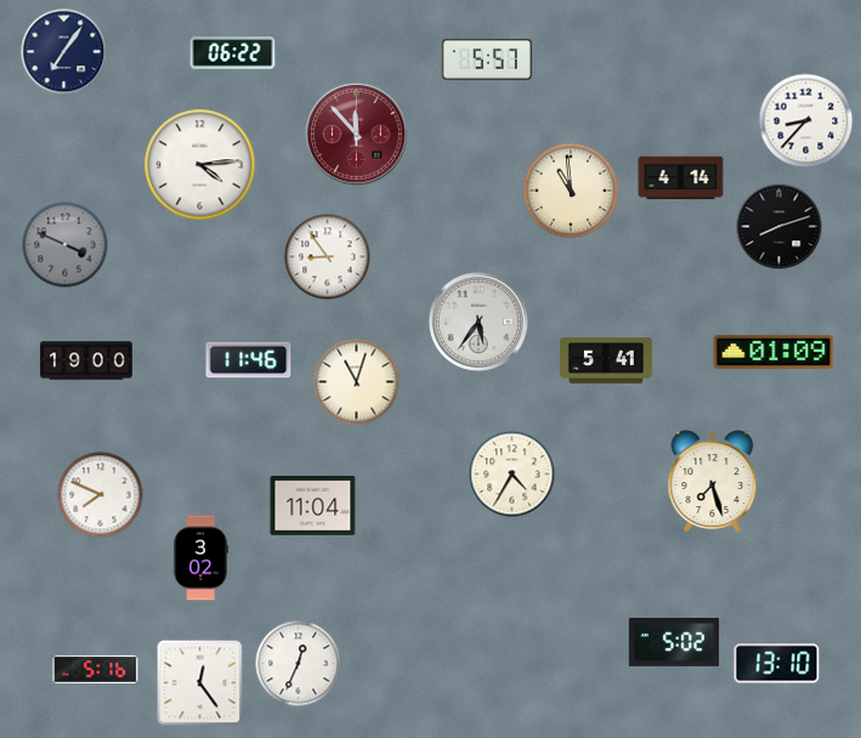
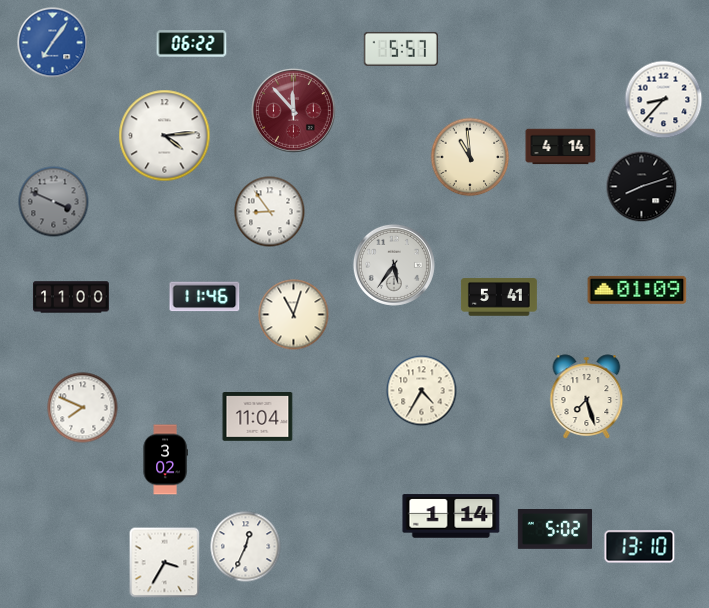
clock at (64, 52) dial: navy -> blue
clock at (86, 361): 19:00 -> 11:00
clock at (451, 516): none -> 1:14
clock at (96, 669): 5:16 -> none
clock at (200, 683): 12:24 -> 3:35
